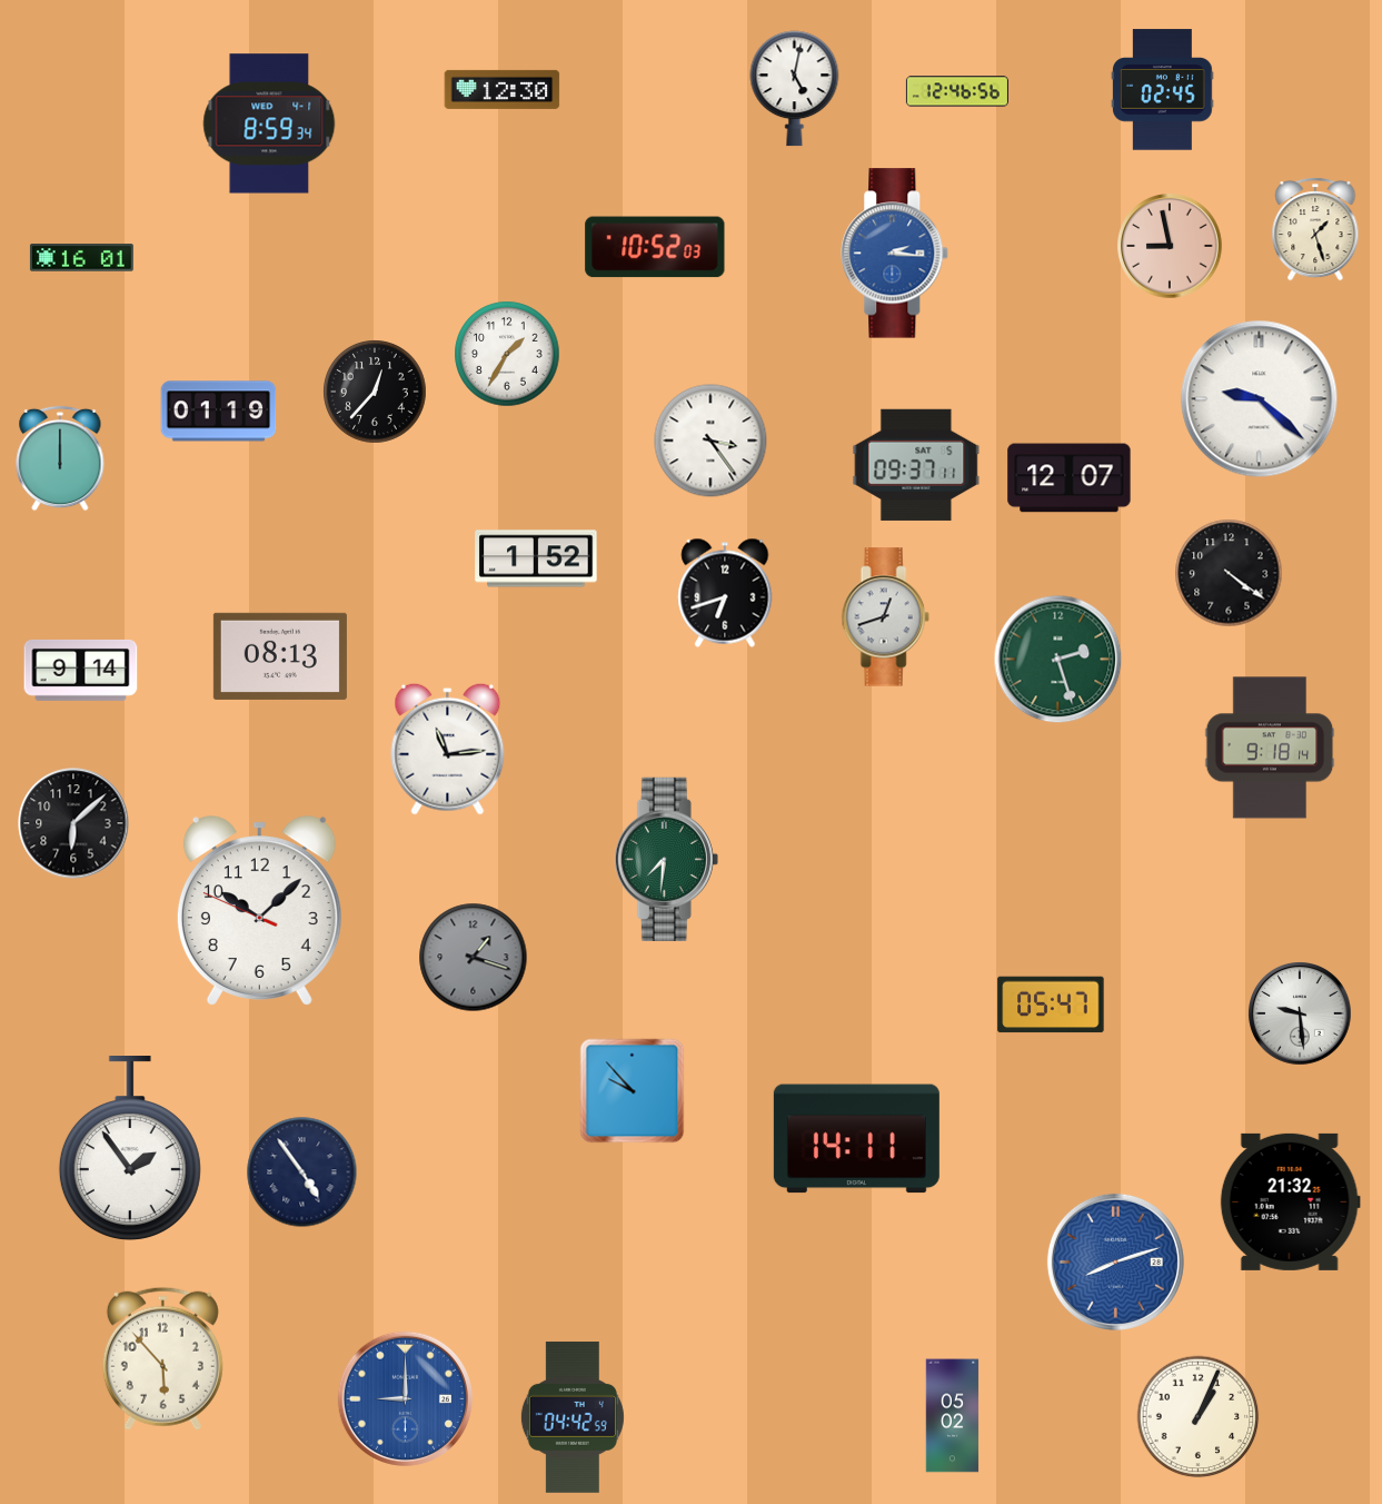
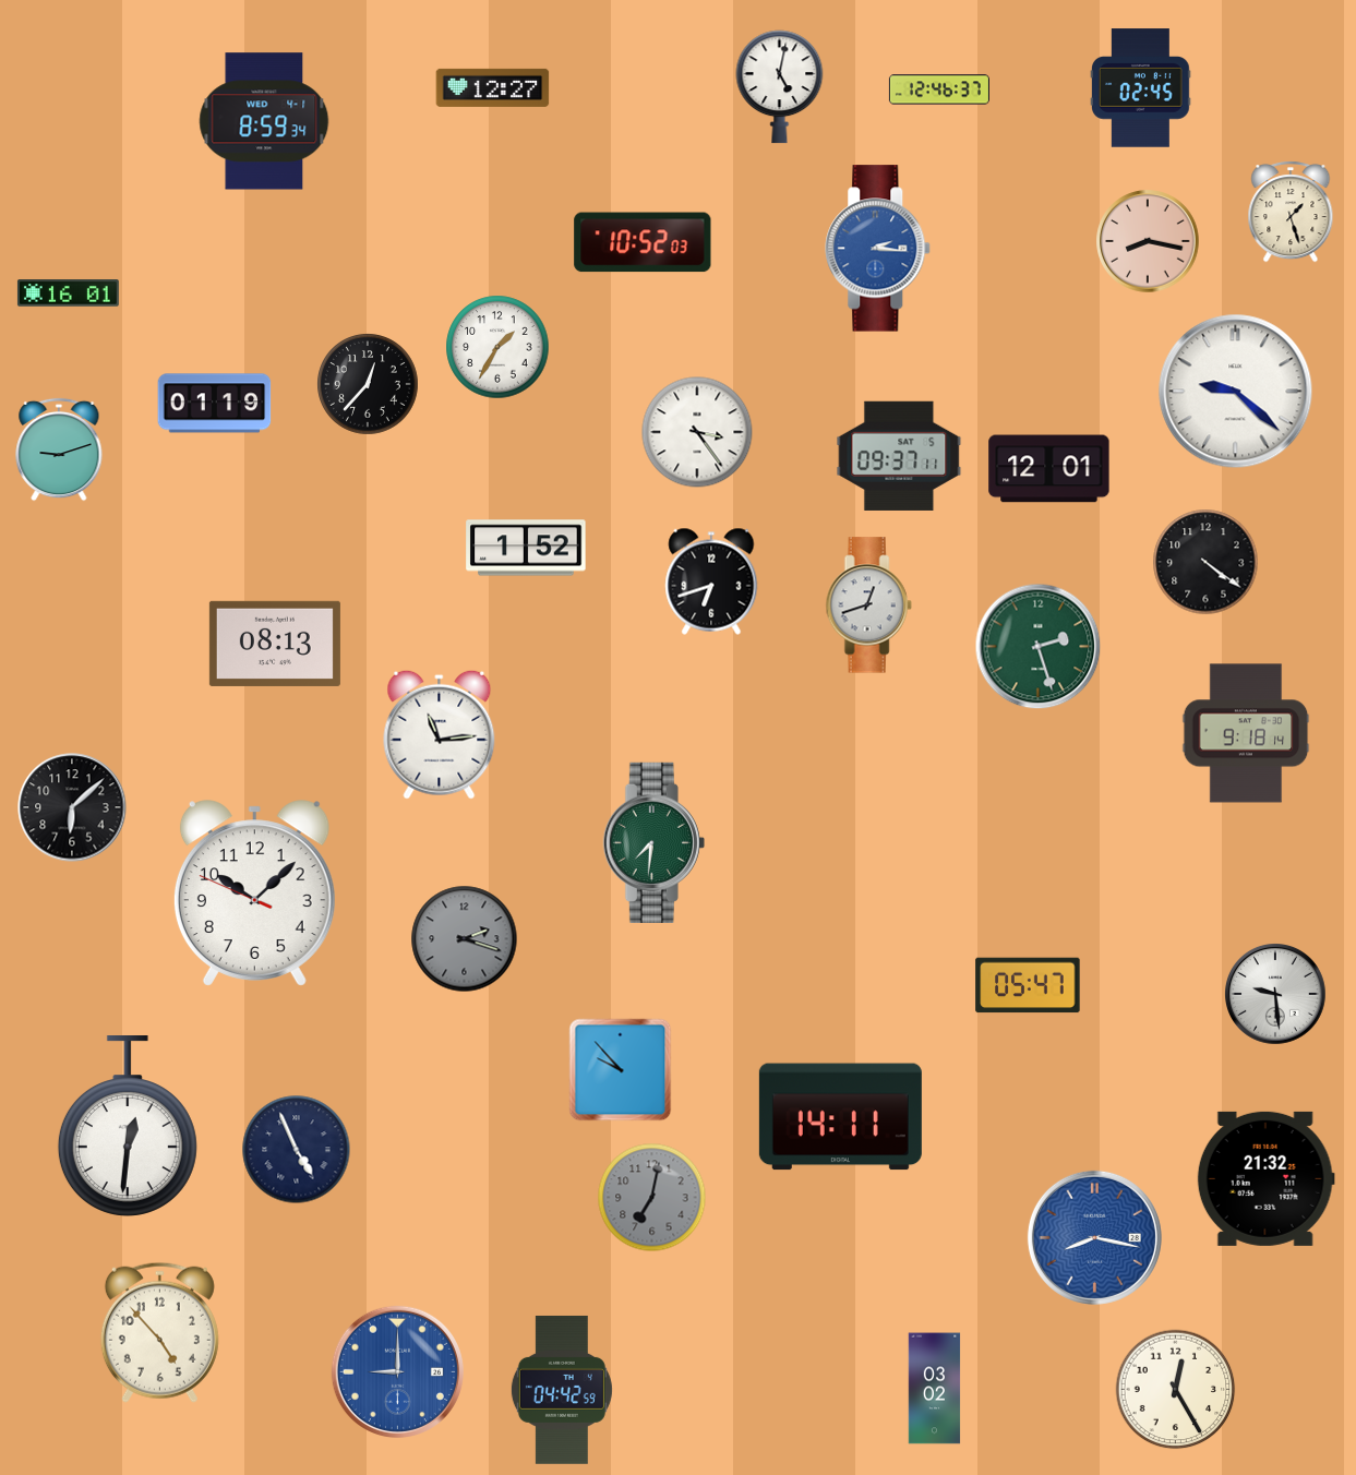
clock at (503, 89): 12:30 -> 12:27
clock at (957, 91): 12:46:56 -> 12:46:37
clock at (1315, 229) position: (1315, 229) -> (1291, 212)
clock at (1170, 246): 8:58 -> 8:17
clock at (81, 258) position: (81, 258) -> (68, 293)
clock at (60, 458): 12:00 -> 9:12
clock at (1070, 478): 12:07 -> 12:01
clock at (81, 670): 9:14 -> none
clock at (474, 958): 1:18 -> 2:18
clock at (1051, 1005) position: (1051, 1005) -> (1028, 985)
clock at (130, 1149): 1:54 -> 12:31
clock at (302, 1172): 4:54 -> 4:56
clock at (652, 1198): none -> 7:02
clock at (1115, 1261): 8:12 -> 8:17
clock at (162, 1358): 5:53 -> 4:53
clock at (953, 1416): 05:02 -> 03:02
clock at (1199, 1417): 1:04 -> 12:25
